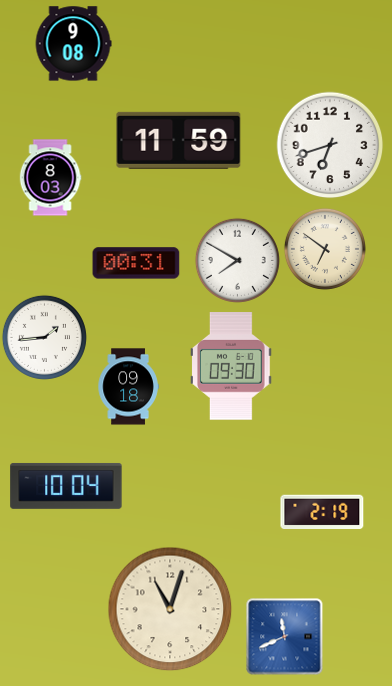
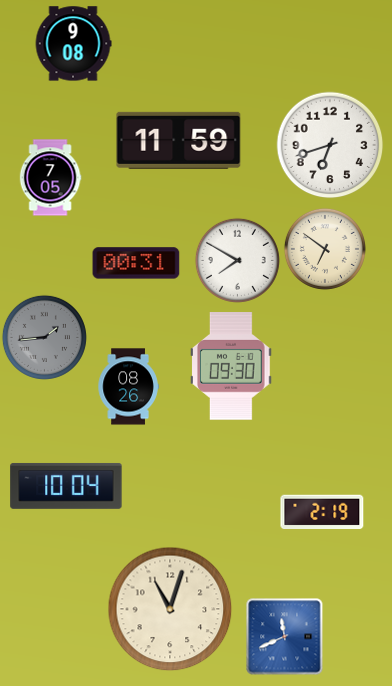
clock at (50, 178): 8:03 -> 7:05
clock at (44, 337) dial: white -> grey
clock at (128, 387): 09:18 -> 08:26
